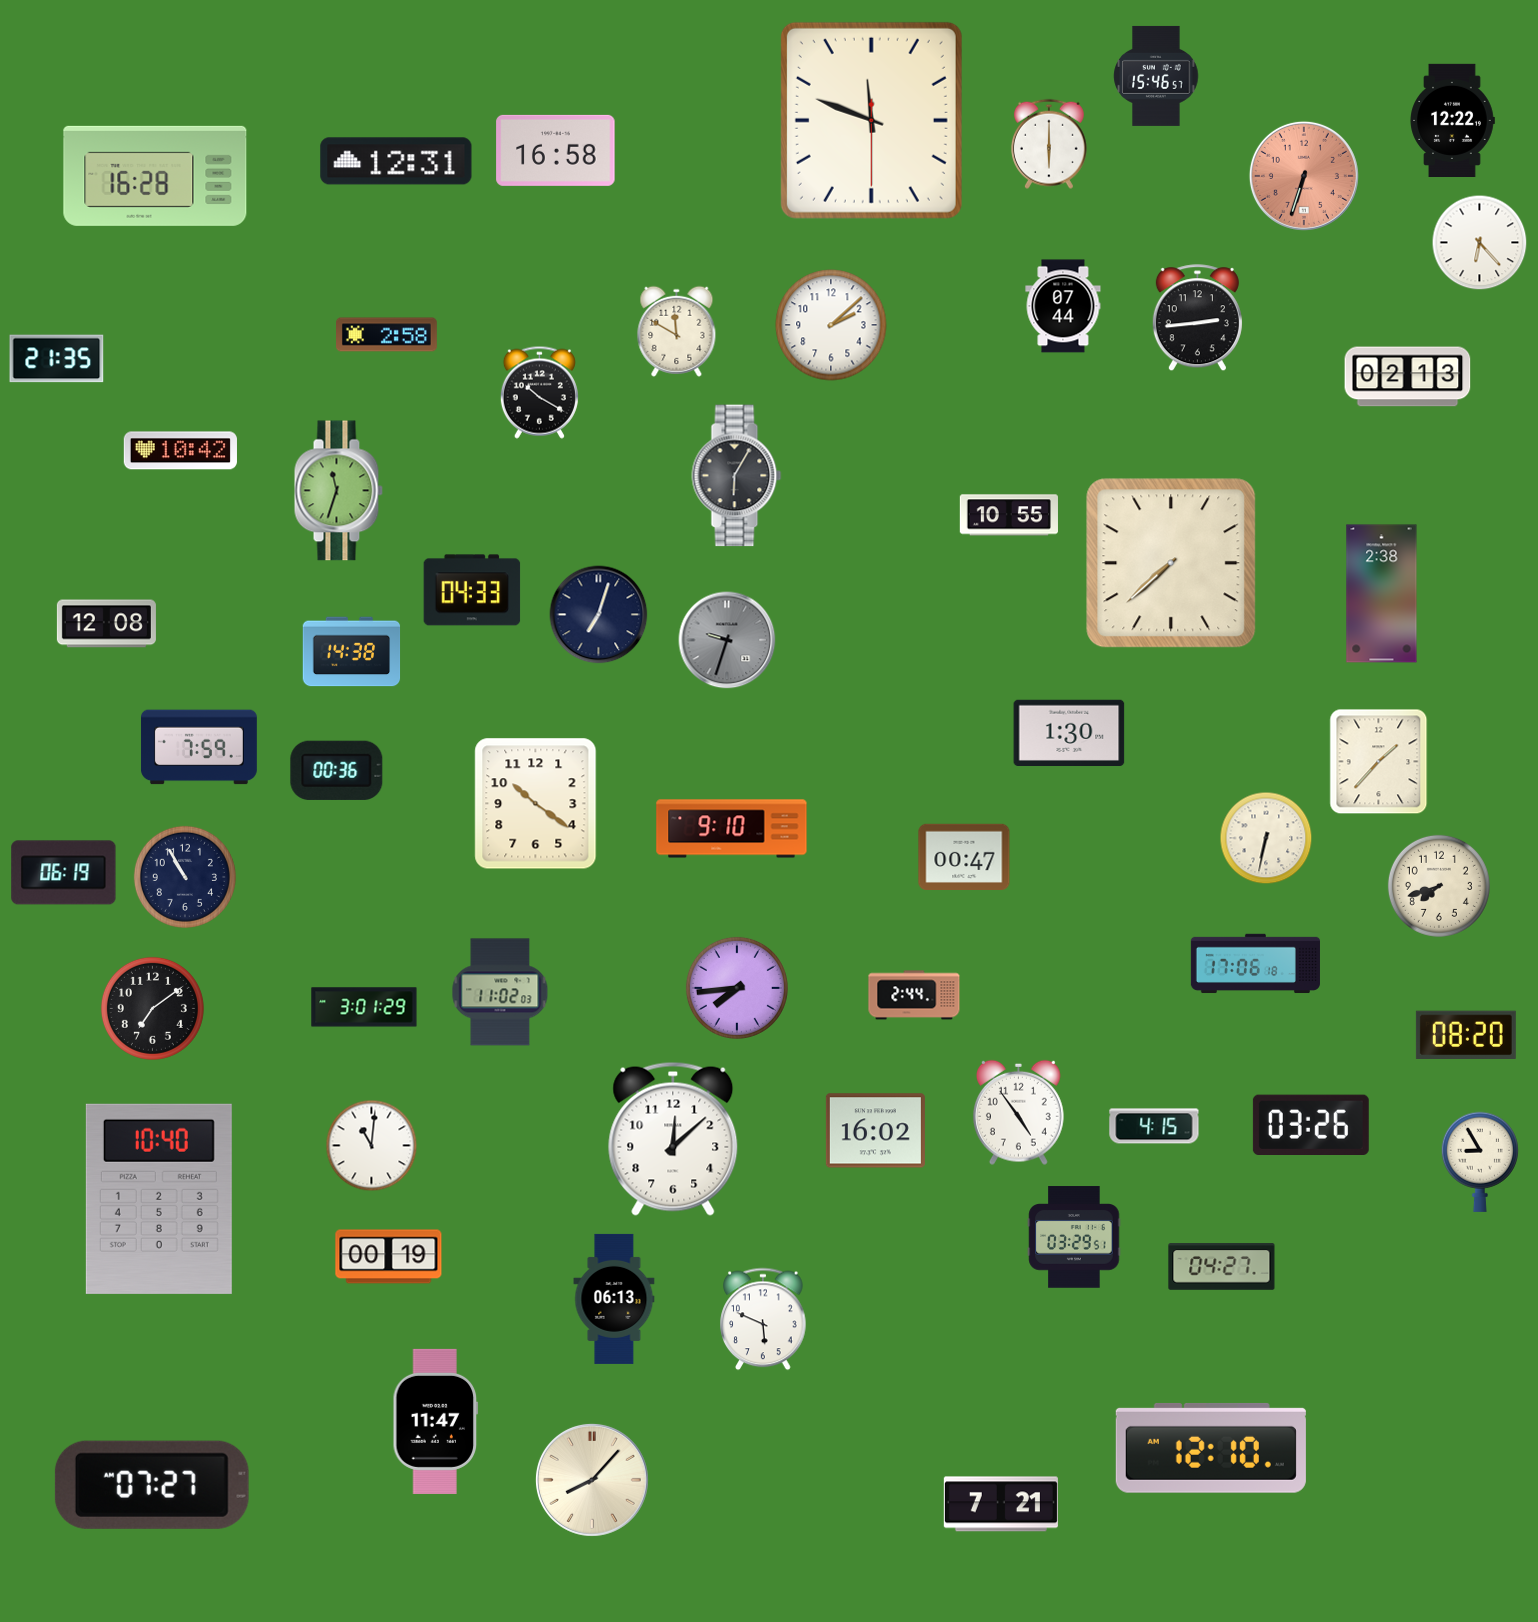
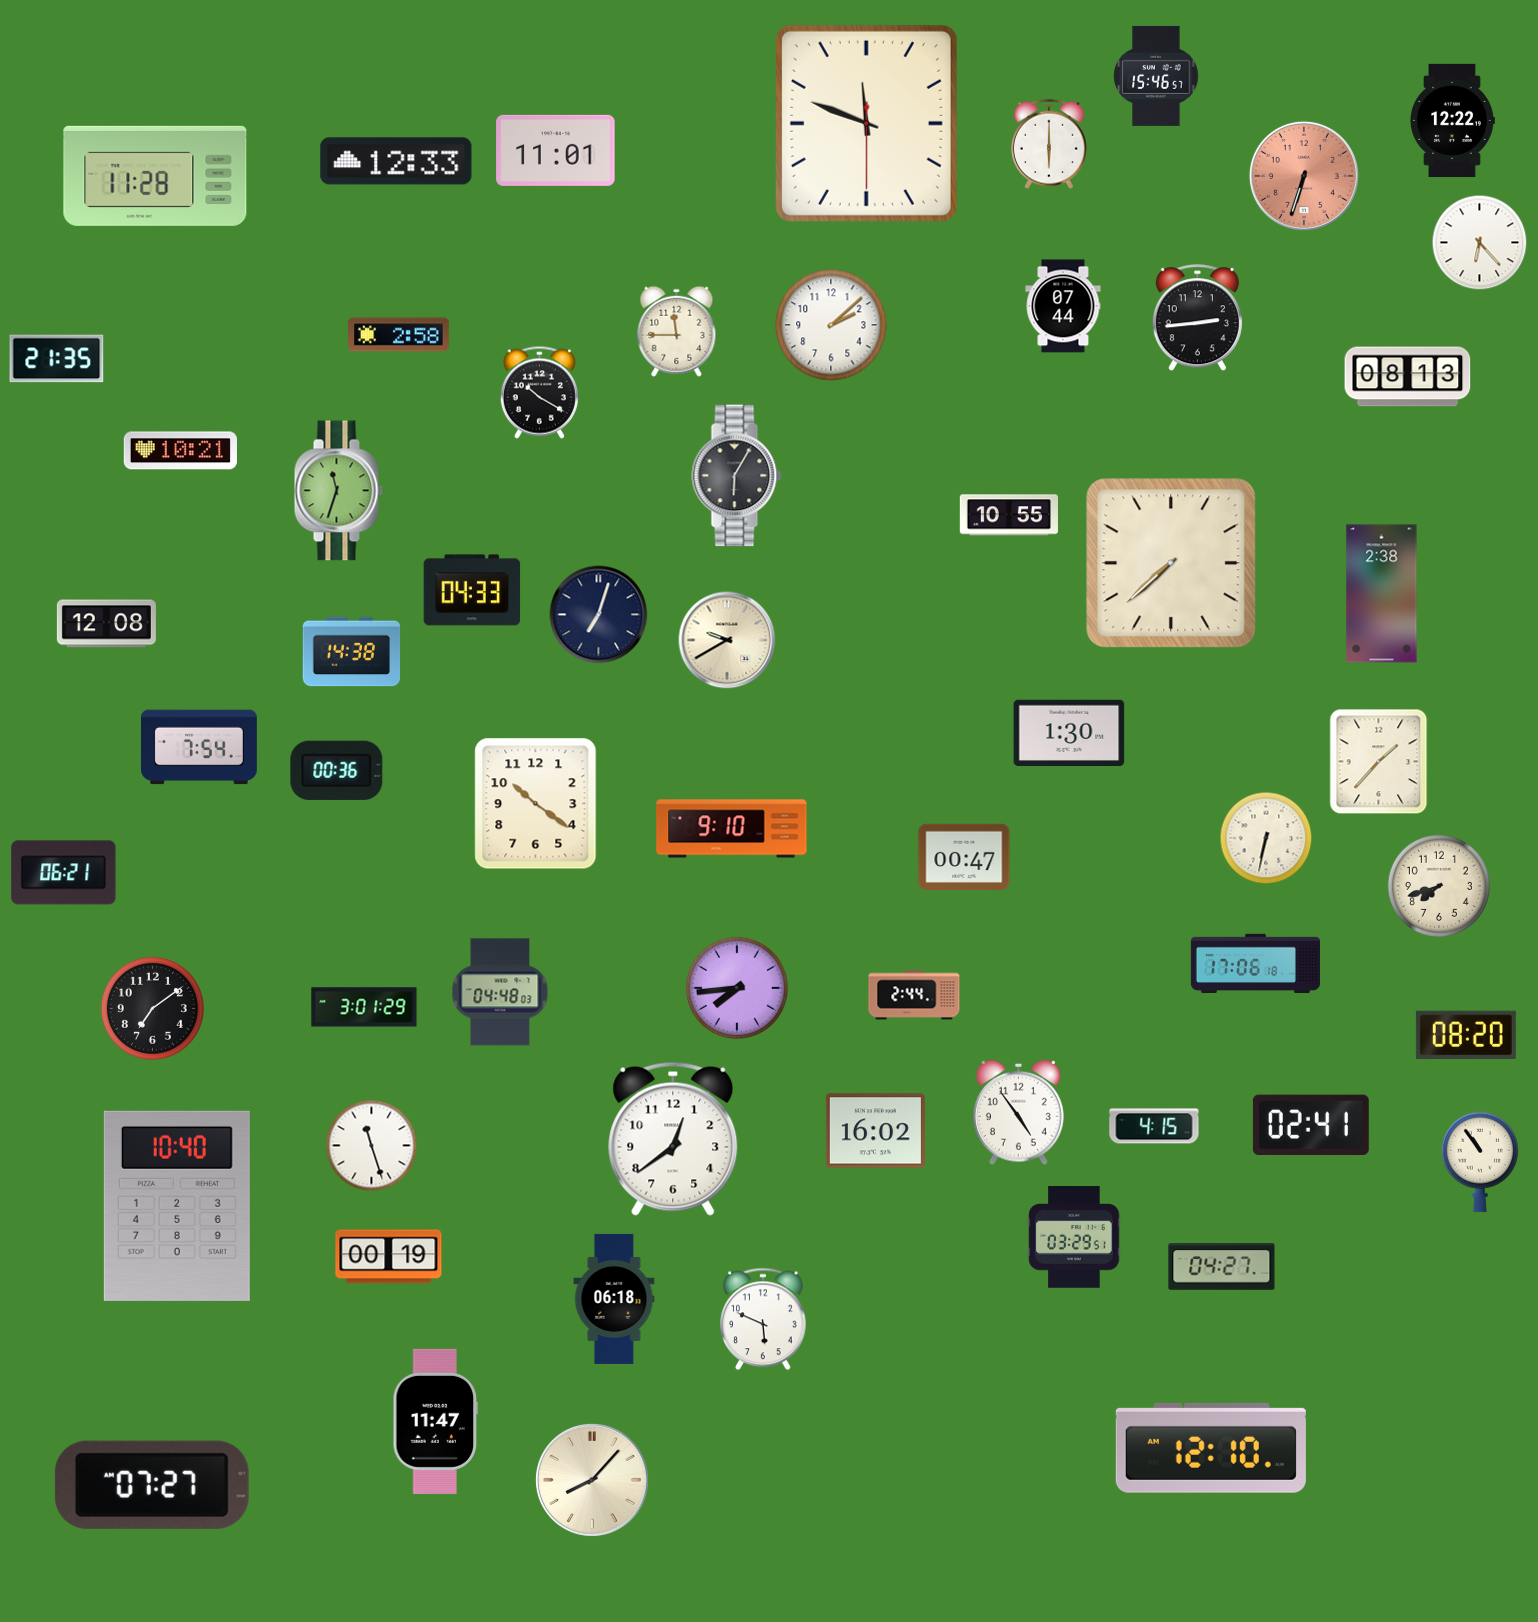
clock at (871, 120) position: (871, 120) -> (866, 123)
clock at (556, 150): 16:58 -> 11:01
clock at (396, 161): 12:31 -> 12:33
clock at (155, 176): 16:28 -> 11:28
clock at (677, 331): 11:50 -> 11:45
clock at (387, 335) position: (387, 335) -> (399, 335)
clock at (1408, 377): 02:13 -> 08:13
clock at (180, 451): 10:42 -> 10:21
clock at (727, 640): 9:33 -> 9:40
clock at (727, 640) dial: grey -> cream
clock at (199, 747): 7:59 -> 7:54
clock at (64, 873): 06:19 -> 06:21
clock at (185, 877): 10:55 -> none
clock at (500, 992): 11:02 -> 04:48
clock at (1311, 1124): 03:26 -> 02:41
clock at (673, 1139): 12:08 -> 12:39
clock at (372, 1146): 11:01 -> 11:27
clock at (1480, 1162): 8:55 -> 10:54
clock at (159, 1199) position: (159, 1199) -> (177, 1206)
clock at (614, 1299): 06:13 -> 06:18
clock at (1001, 1504): 7:21 -> none
